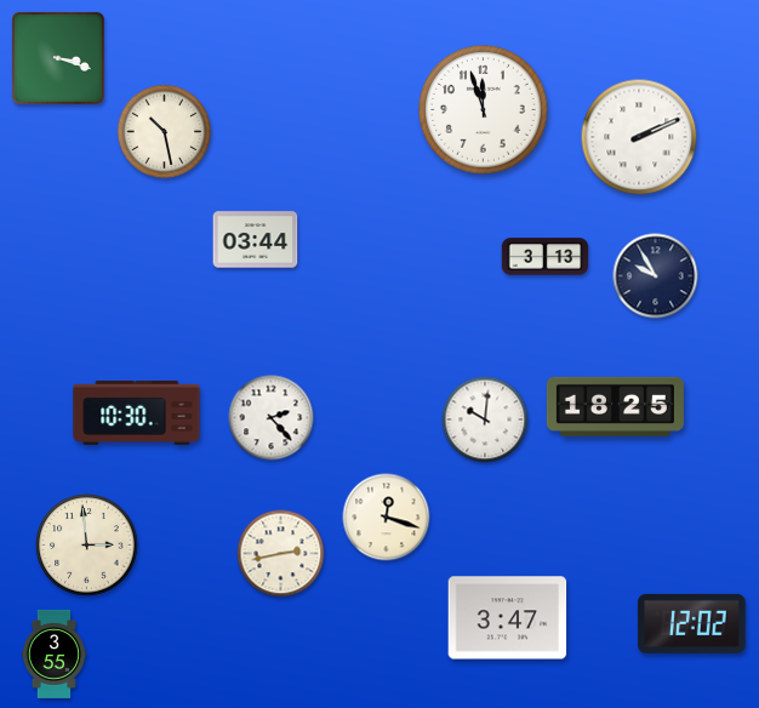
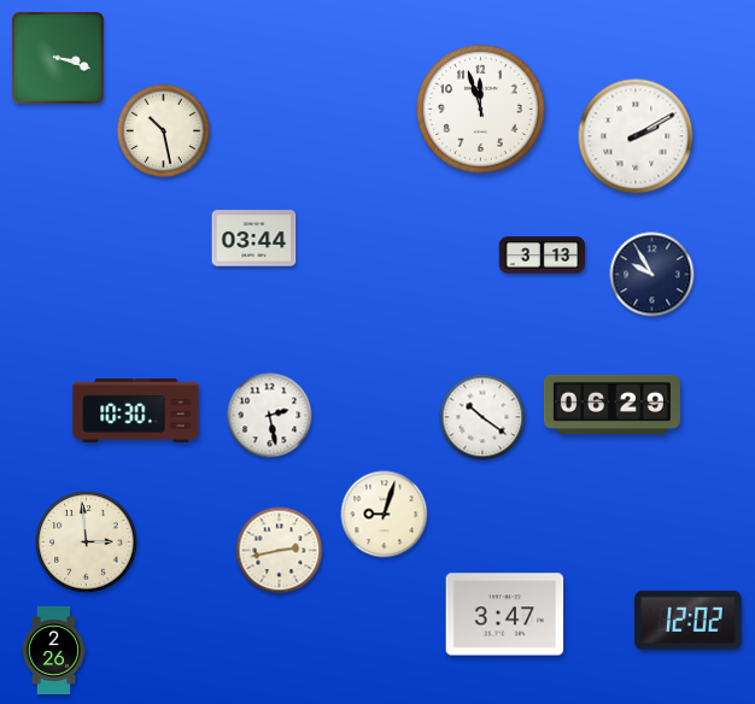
clock at (639, 137): 2:11 -> 2:10
clock at (615, 406): 18:25 -> 06:29
clock at (272, 418): 2:23 -> 2:28
clock at (485, 419): 10:01 -> 10:21
clock at (387, 518): 12:18 -> 9:03
clock at (55, 653): 3:55 -> 2:26
